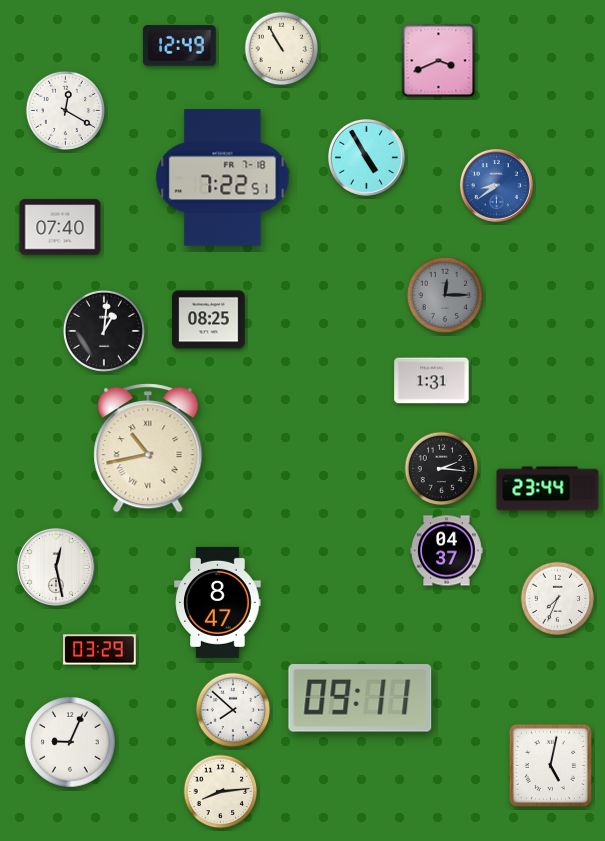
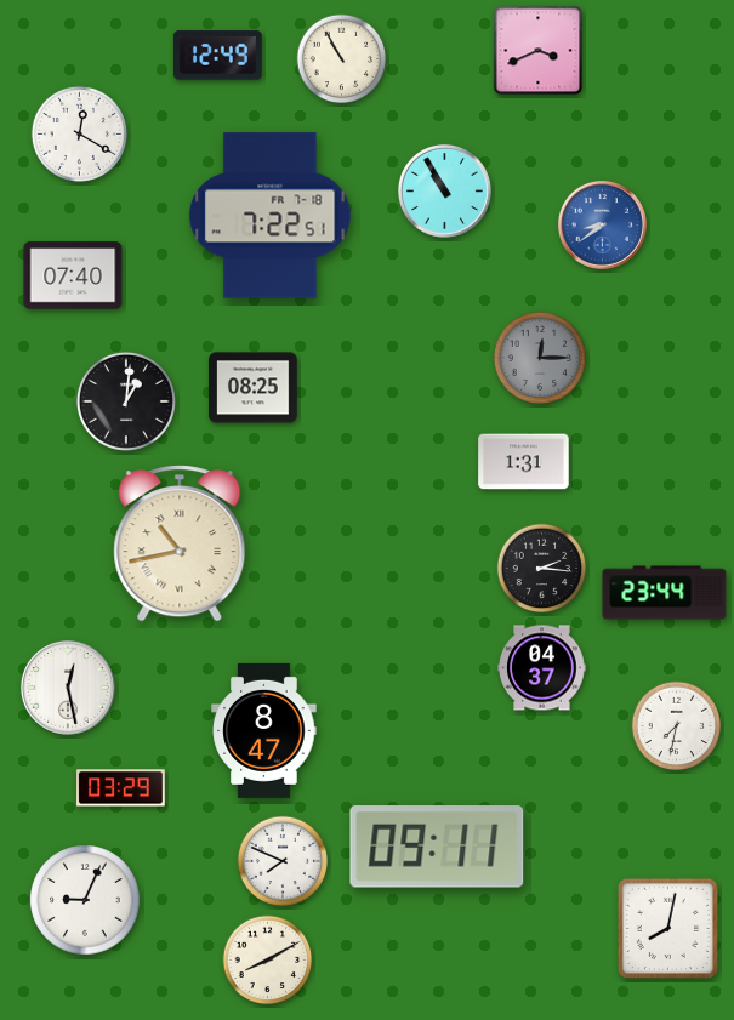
clock at (439, 61) position: (439, 61) -> (539, 51)
clock at (366, 157): 4:55 -> 10:55
clock at (442, 469) position: (442, 469) -> (542, 569)
clock at (558, 599): 7:34 -> 7:32
clock at (233, 710): 7:52 -> 7:49
clock at (550, 765): 5:02 -> 8:02
clock at (221, 792): 8:14 -> 8:10
